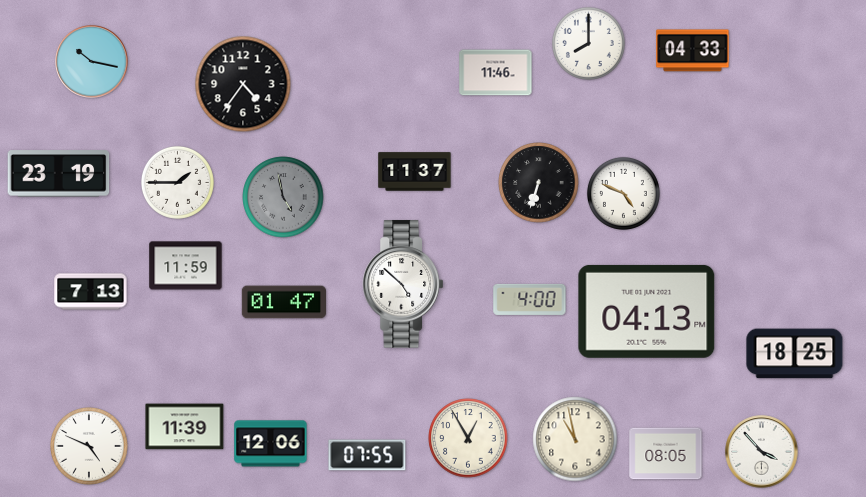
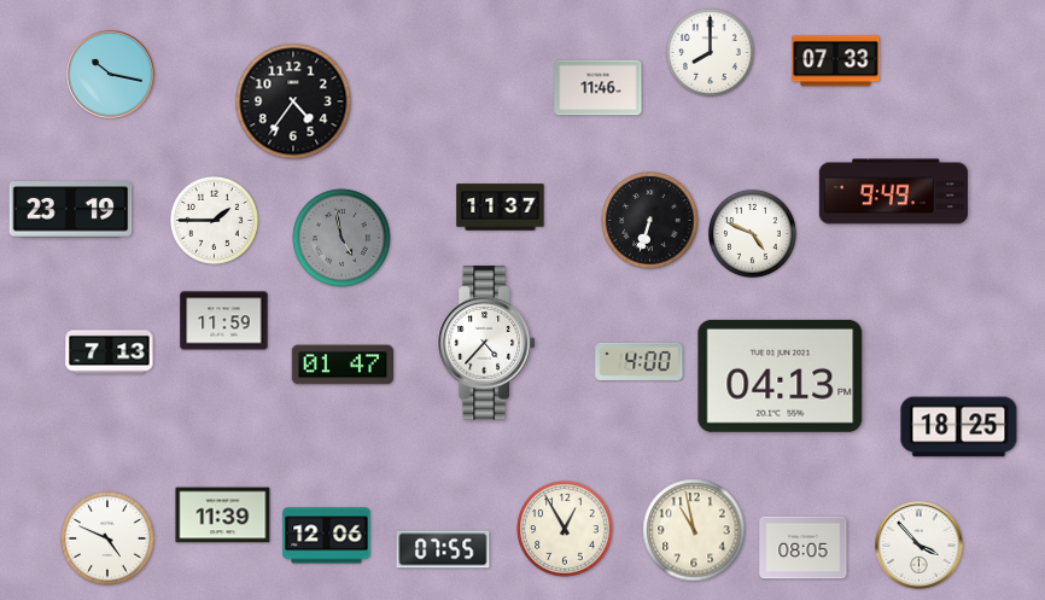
clock at (693, 51): 04:33 -> 07:33
clock at (893, 192): none -> 9:49
clock at (403, 284): 4:52 -> 4:37
